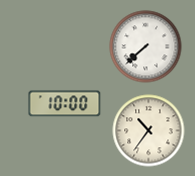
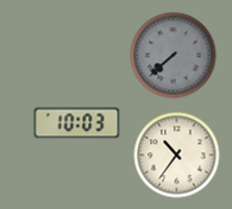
clock at (146, 47) dial: white -> grey
clock at (65, 104): 10:00 -> 10:03
